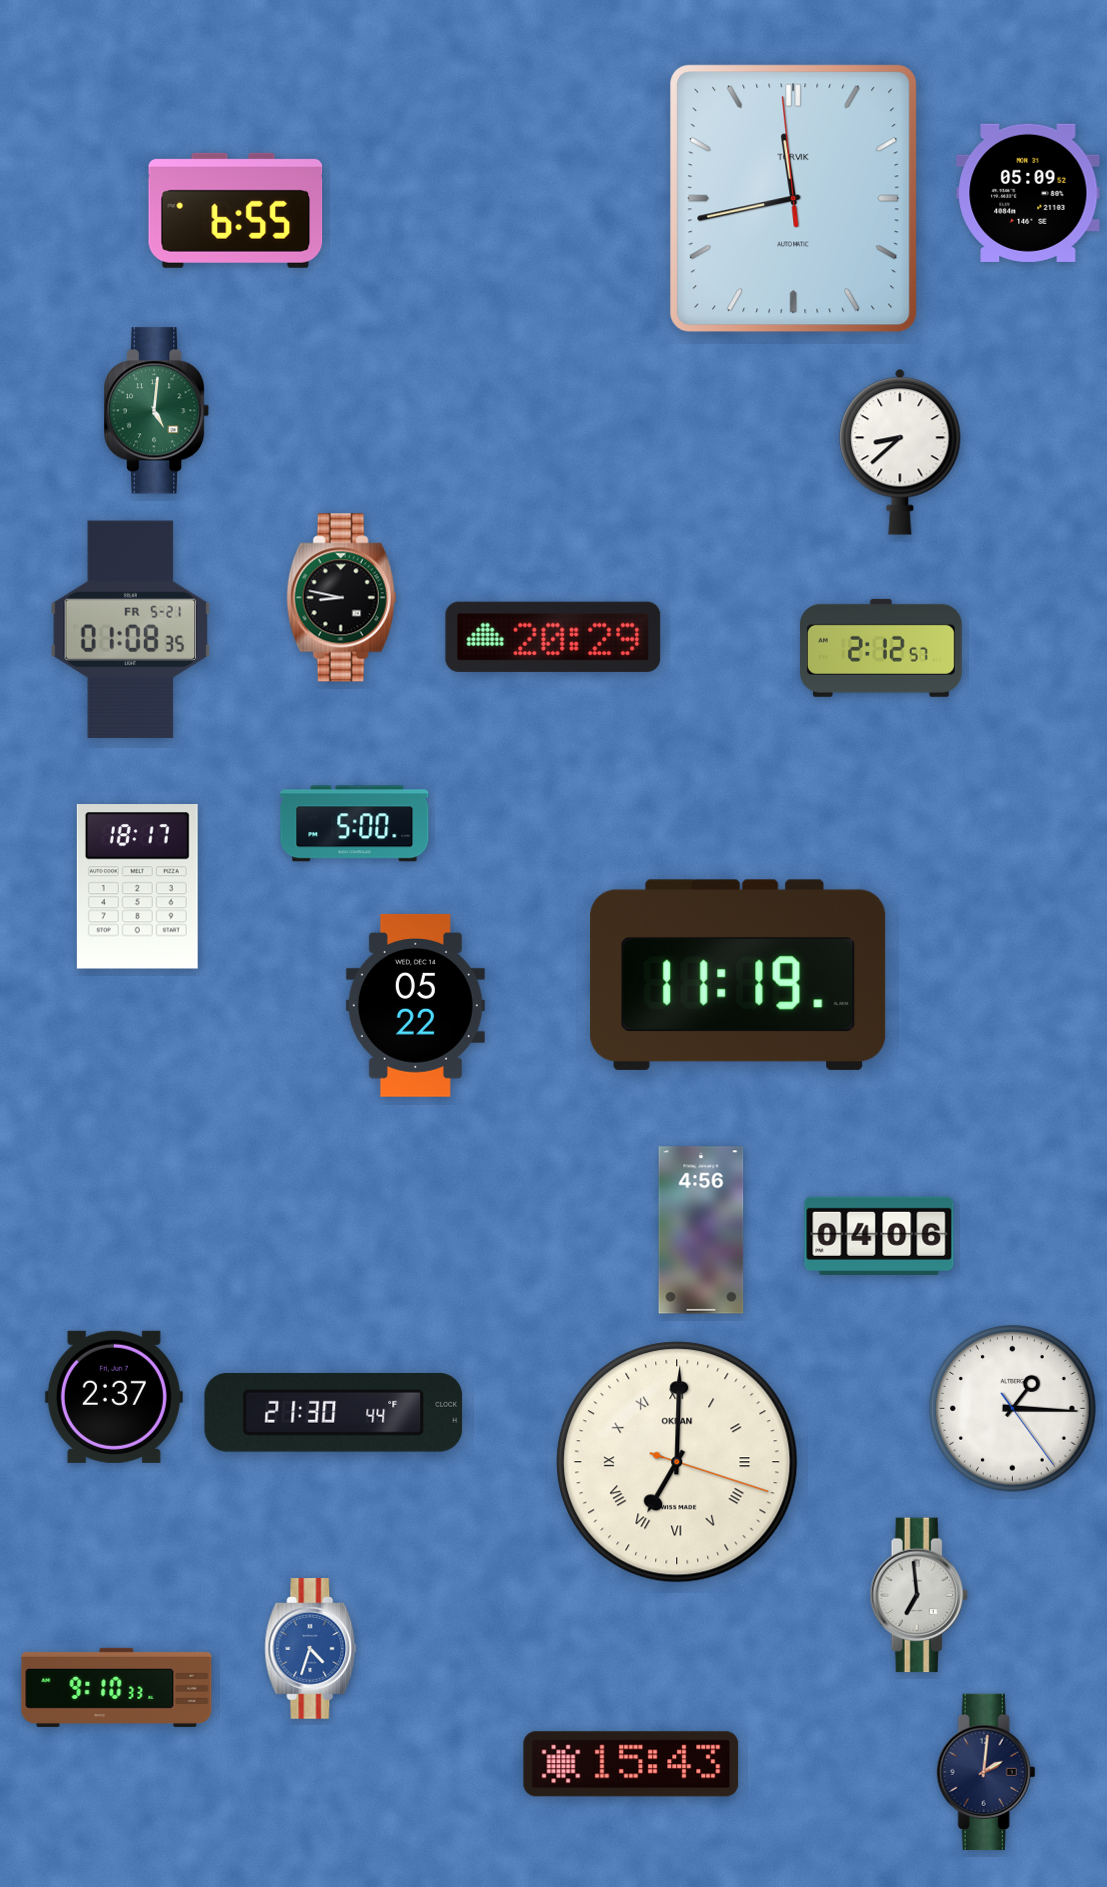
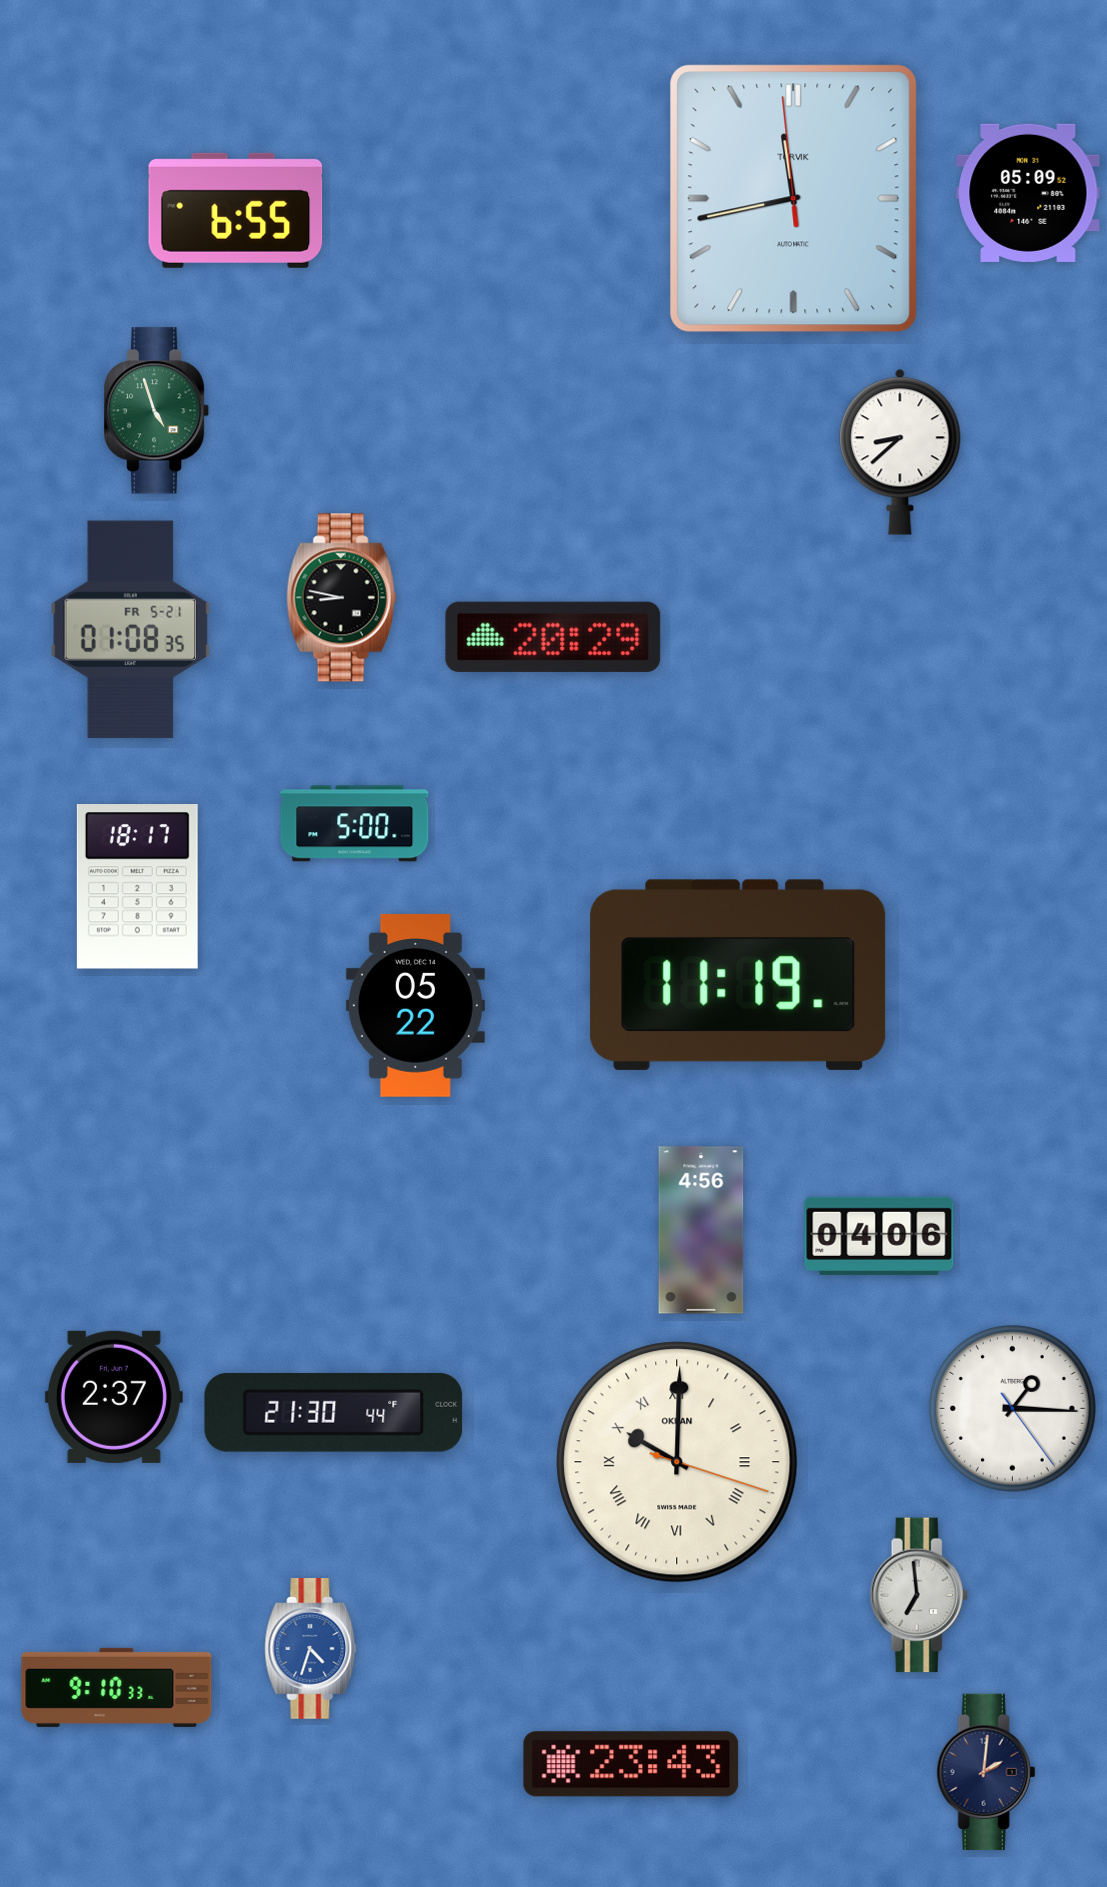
clock at (157, 411): 5:01 -> 4:57
clock at (881, 648): 2:12 -> none
clock at (677, 1462): 7:00 -> 10:00
clock at (631, 1764): 15:43 -> 23:43
